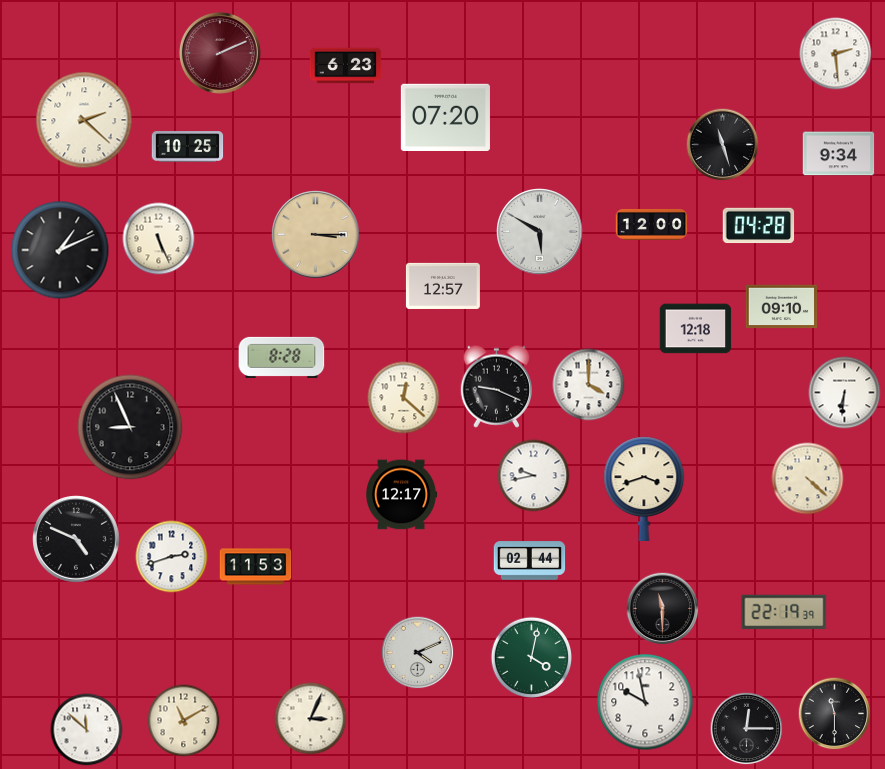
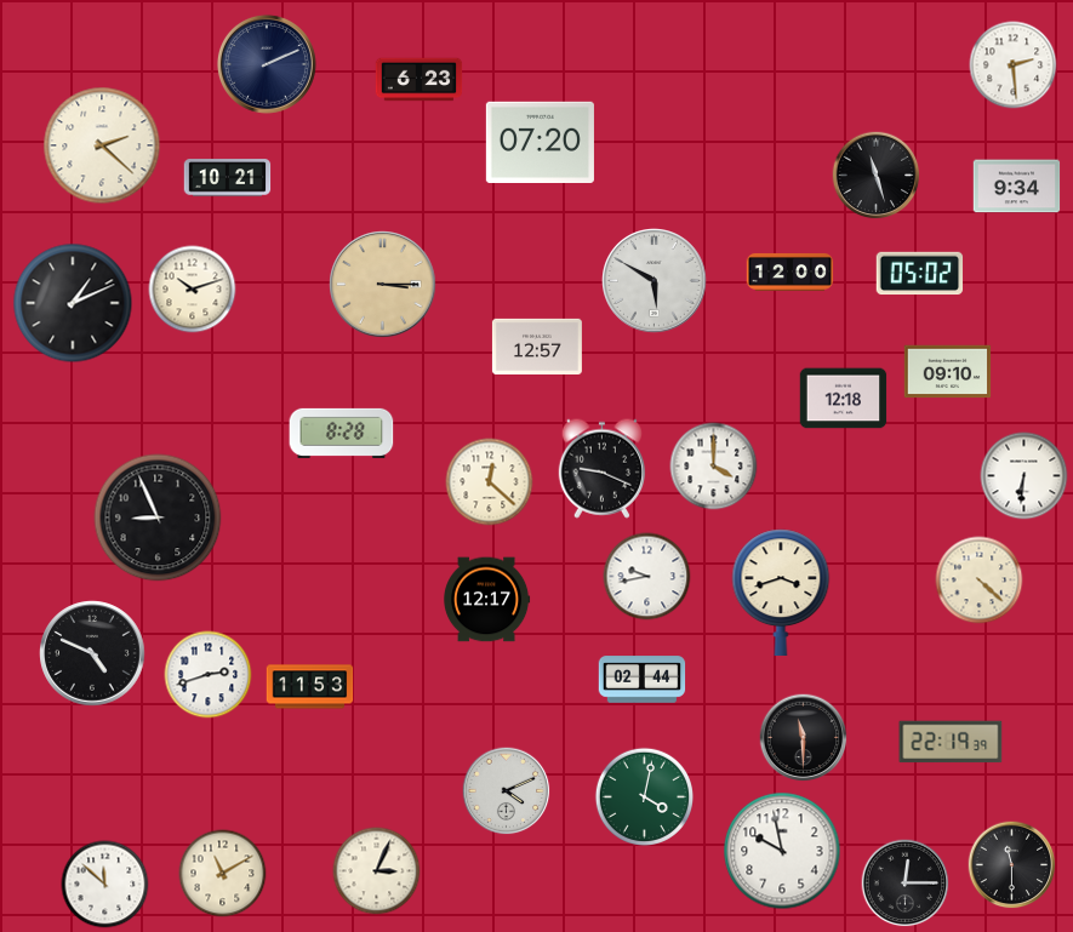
clock at (220, 53) dial: burgundy -> navy
clock at (188, 147): 10:25 -> 10:21
clock at (759, 226): 04:28 -> 05:02
clock at (159, 239): 5:26 -> 10:12
